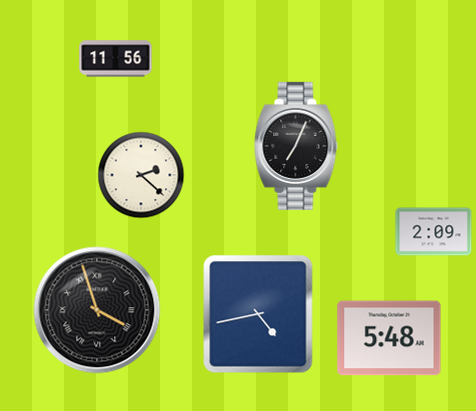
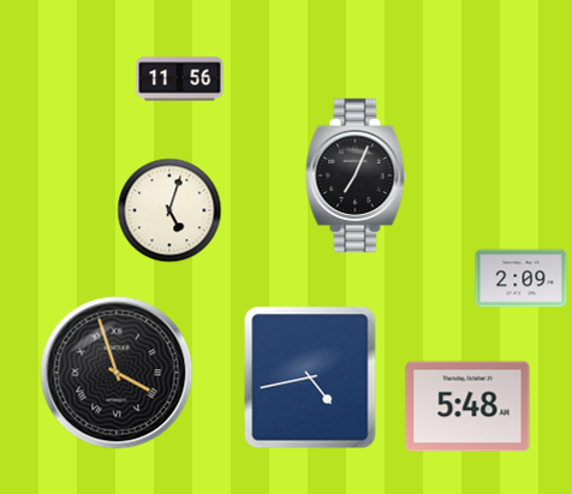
clock at (116, 59) position: (116, 59) -> (180, 79)
clock at (141, 175): 2:22 -> 5:03
